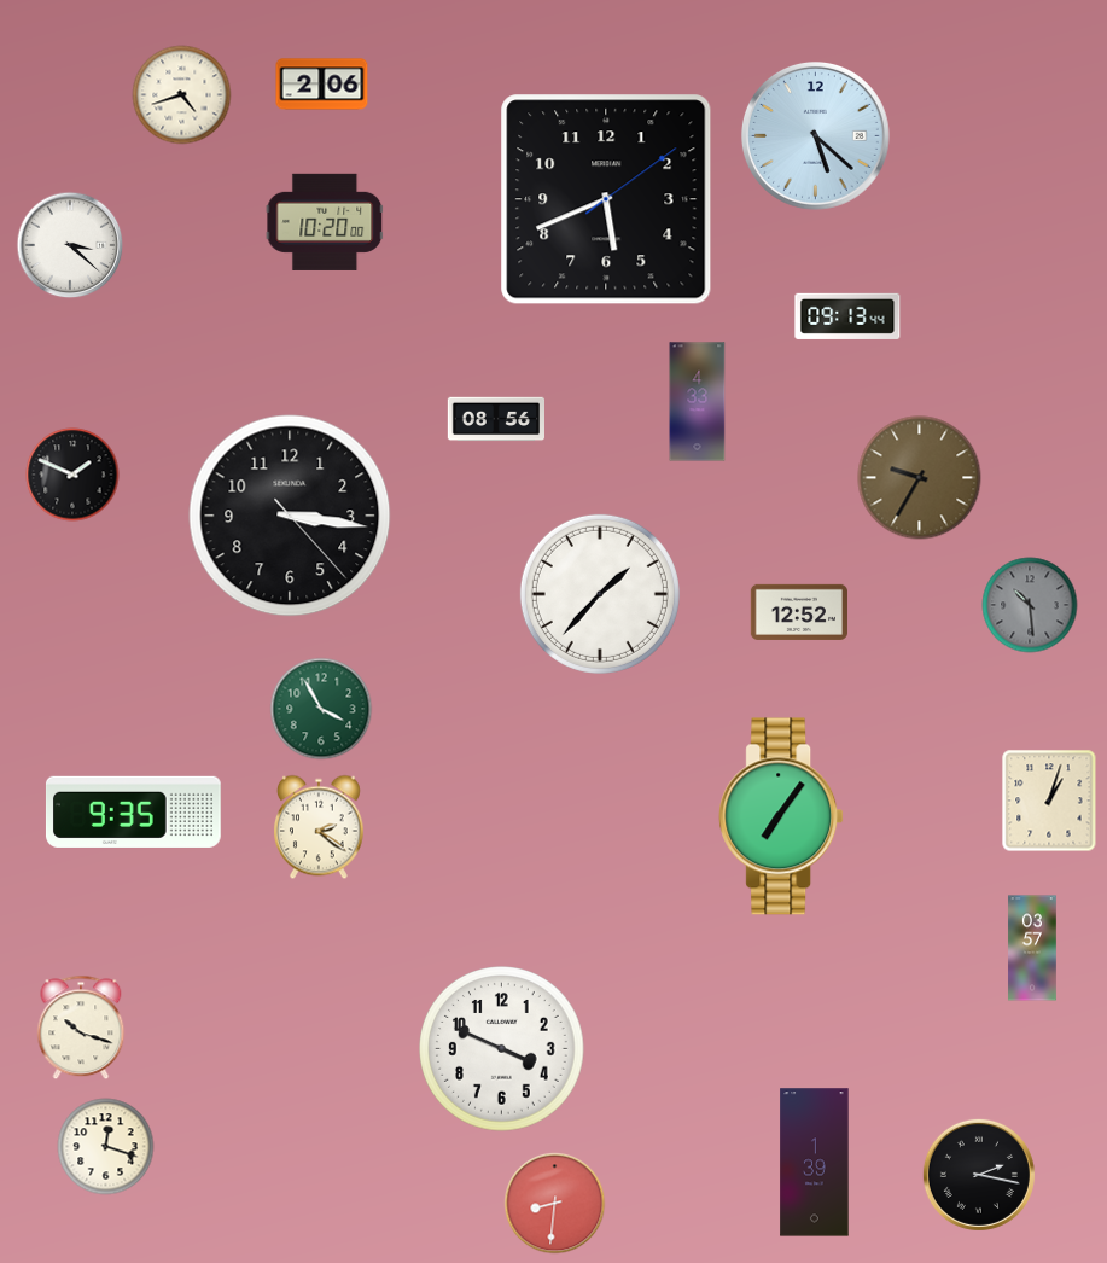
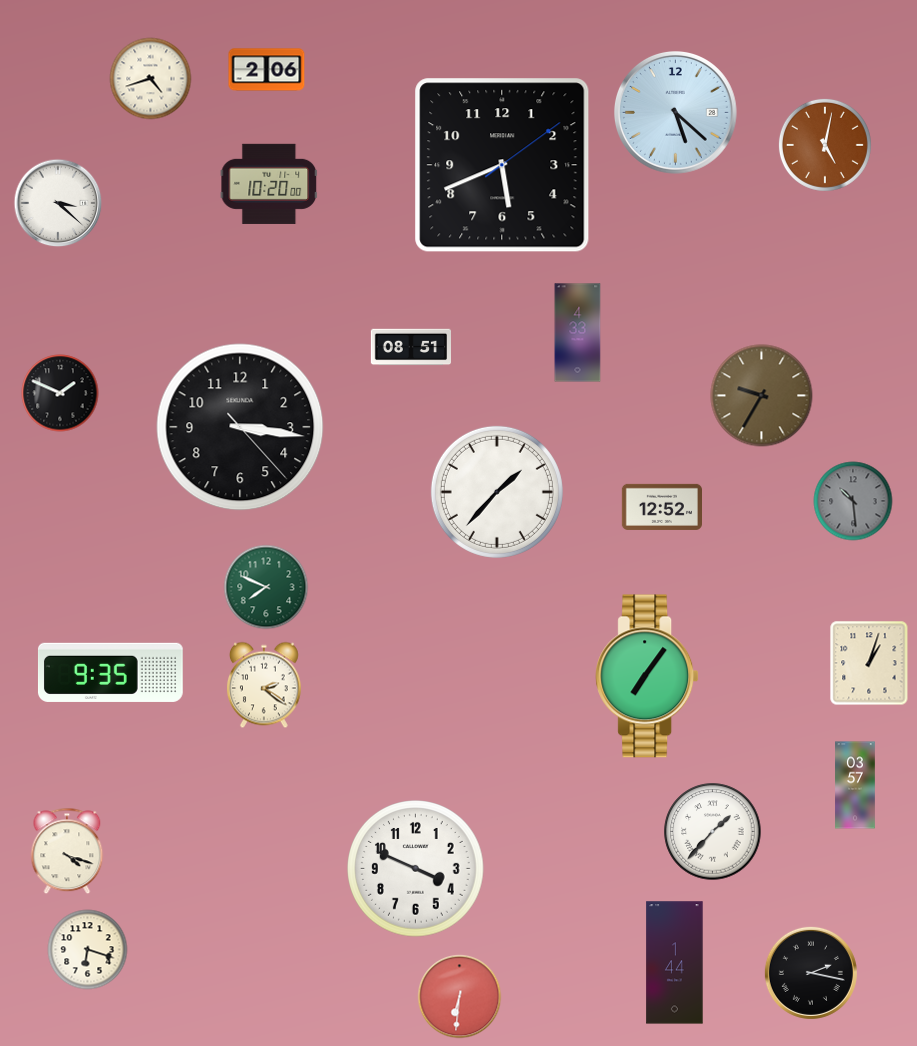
clock at (825, 145): none -> 5:02
clock at (847, 316): 09:13 -> none
clock at (495, 419): 08:56 -> 08:51
clock at (321, 709): 3:55 -> 7:49
clock at (713, 832): none -> 1:37
clock at (81, 1028): 10:18 -> 4:18
clock at (106, 1147): 12:18 -> 6:18
clock at (815, 1163): 1:39 -> 1:44
clock at (555, 1204): 8:31 -> 6:31
